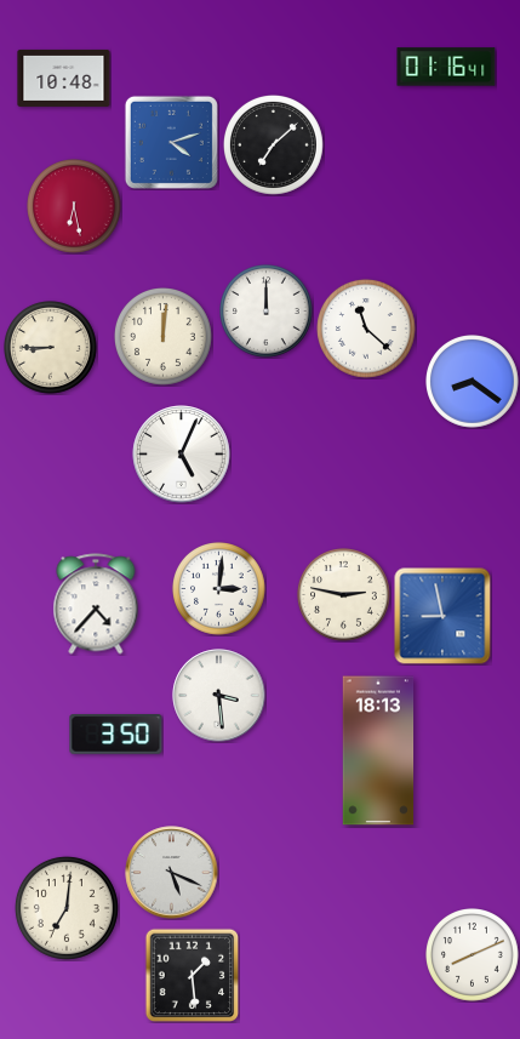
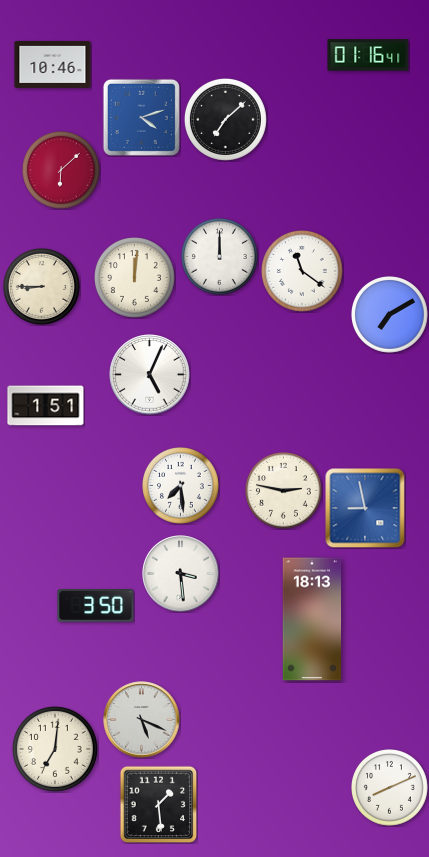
clock at (64, 78): 10:48 -> 10:46
clock at (75, 207): 6:28 -> 6:08
clock at (366, 329): 11:22 -> 11:21
clock at (473, 382): 8:21 -> 7:10
clock at (46, 406): none -> 1:51
clock at (219, 589): 3:01 -> 7:29
clock at (96, 604): 4:37 -> none
